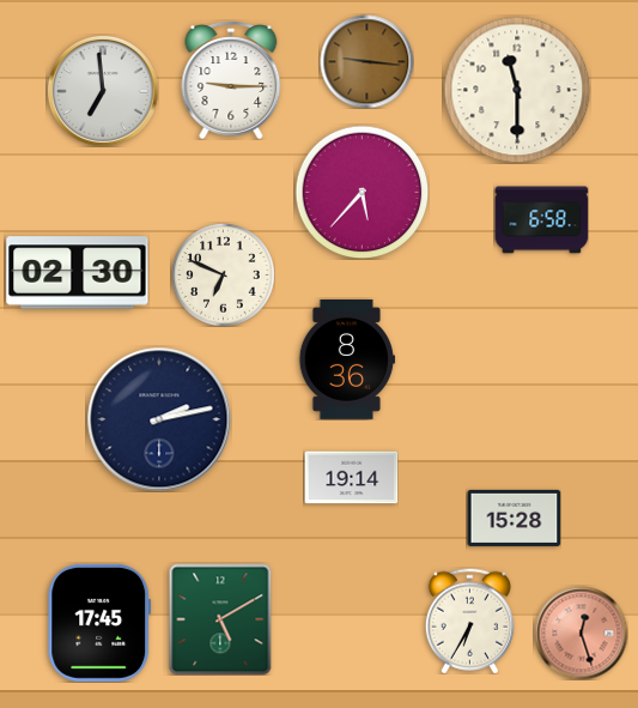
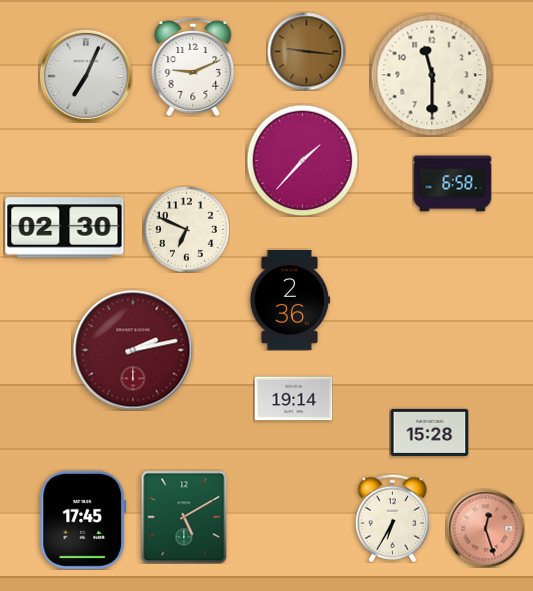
clock at (231, 80): 9:15 -> 9:11
clock at (103, 91): 6:59 -> 7:04
clock at (361, 192): 5:37 -> 1:37
clock at (347, 359): 8:36 -> 2:36
clock at (159, 419) dial: navy -> burgundy
